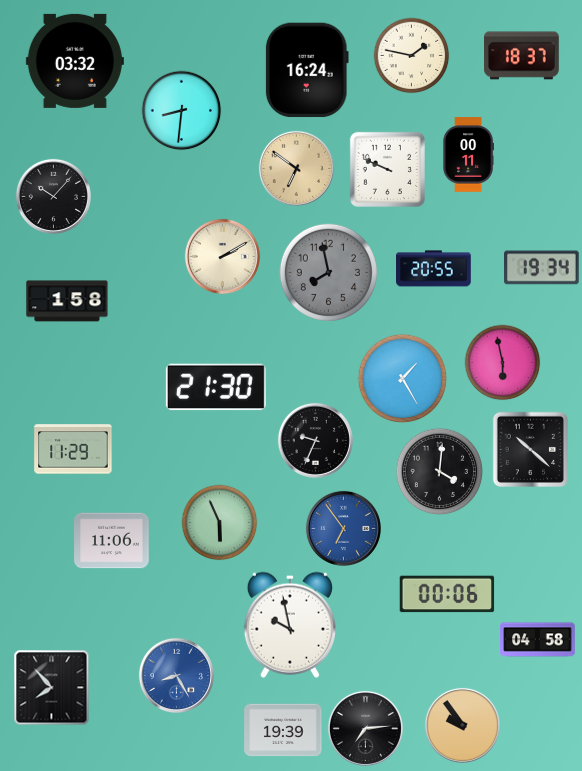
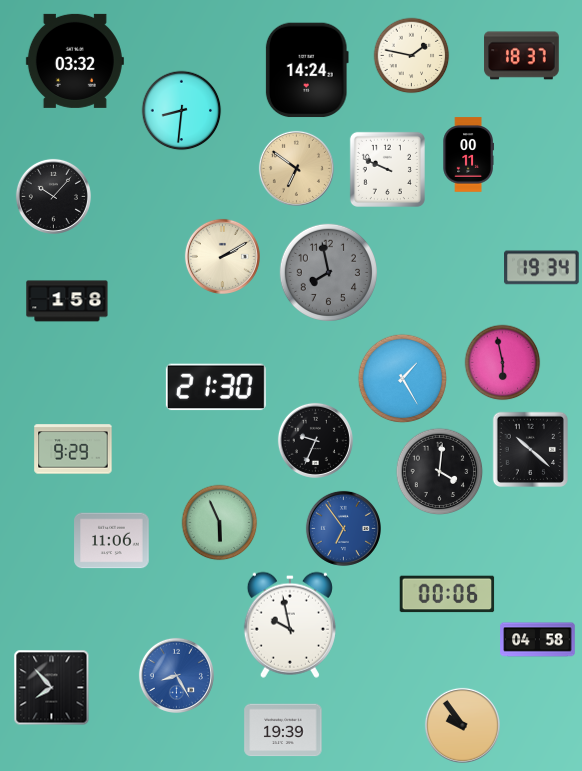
clock at (307, 70): 16:24 -> 14:24
clock at (434, 269): 20:55 -> none
clock at (73, 449): 11:29 -> 9:29
clock at (365, 728): 7:14 -> none
